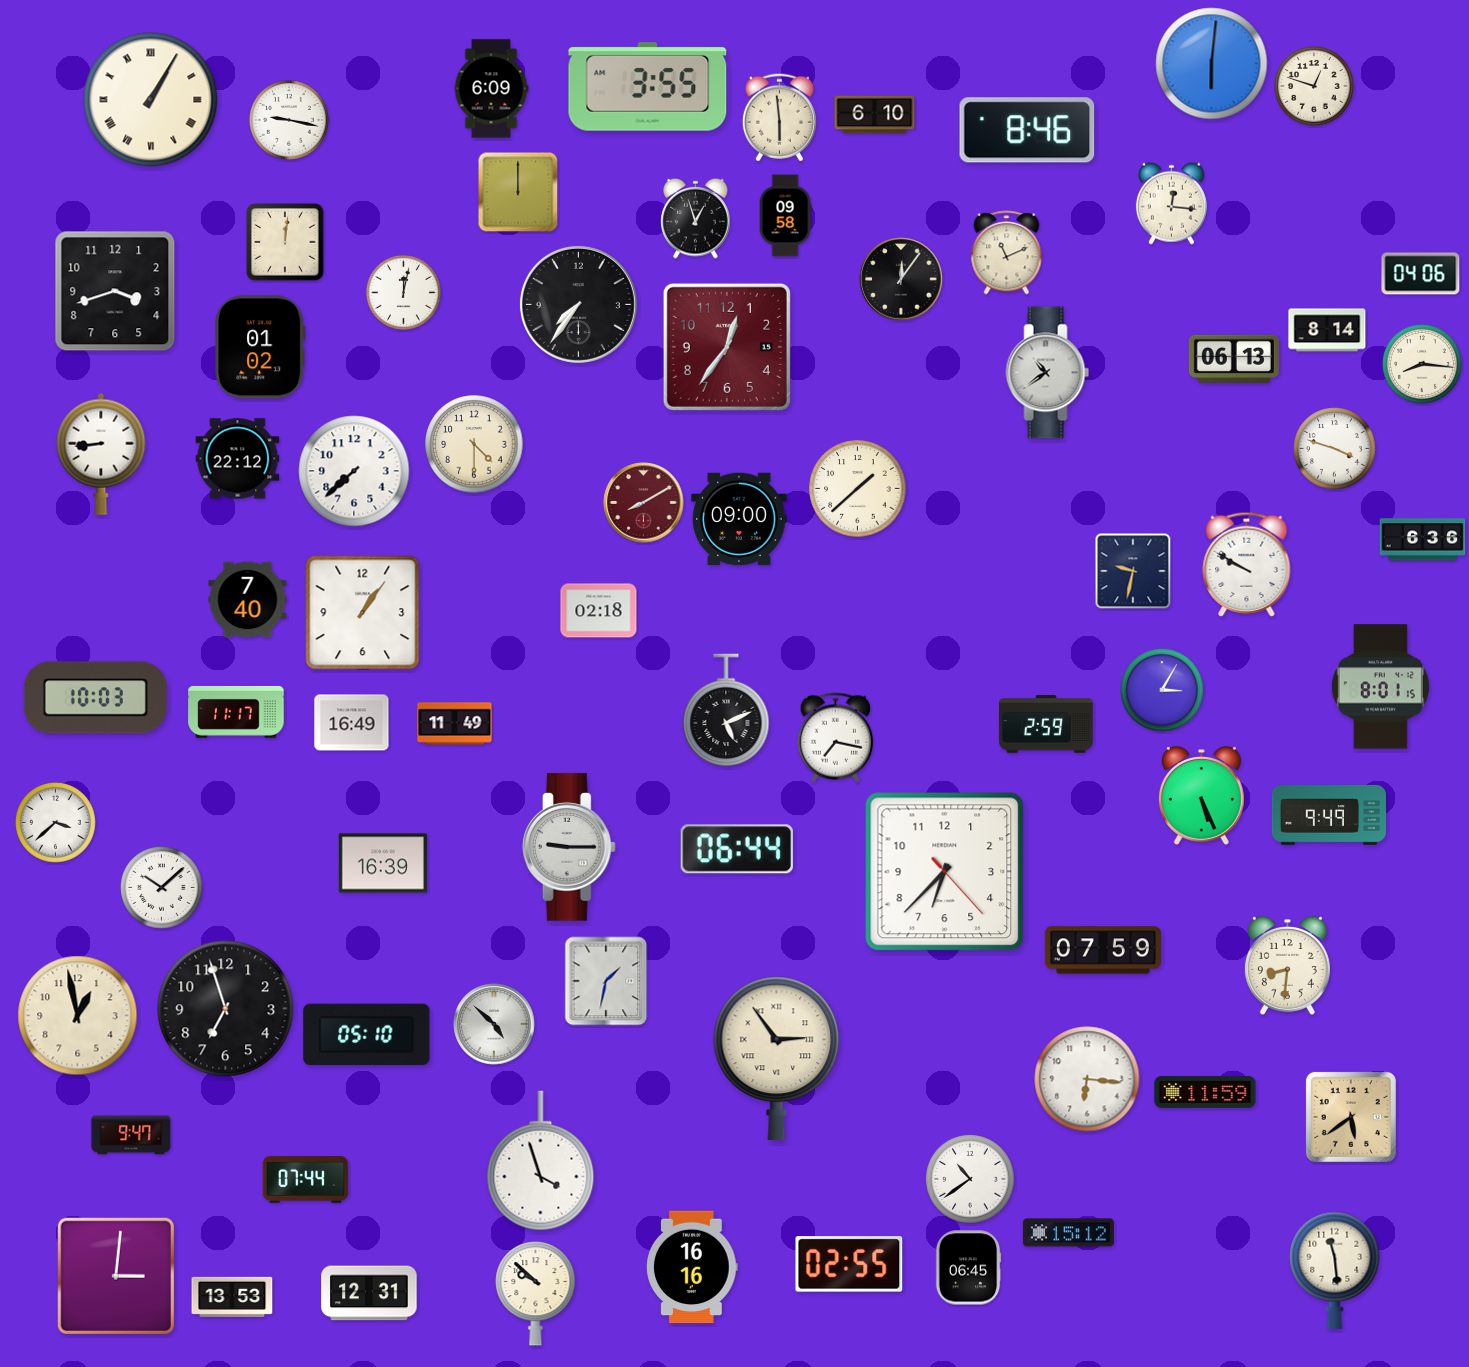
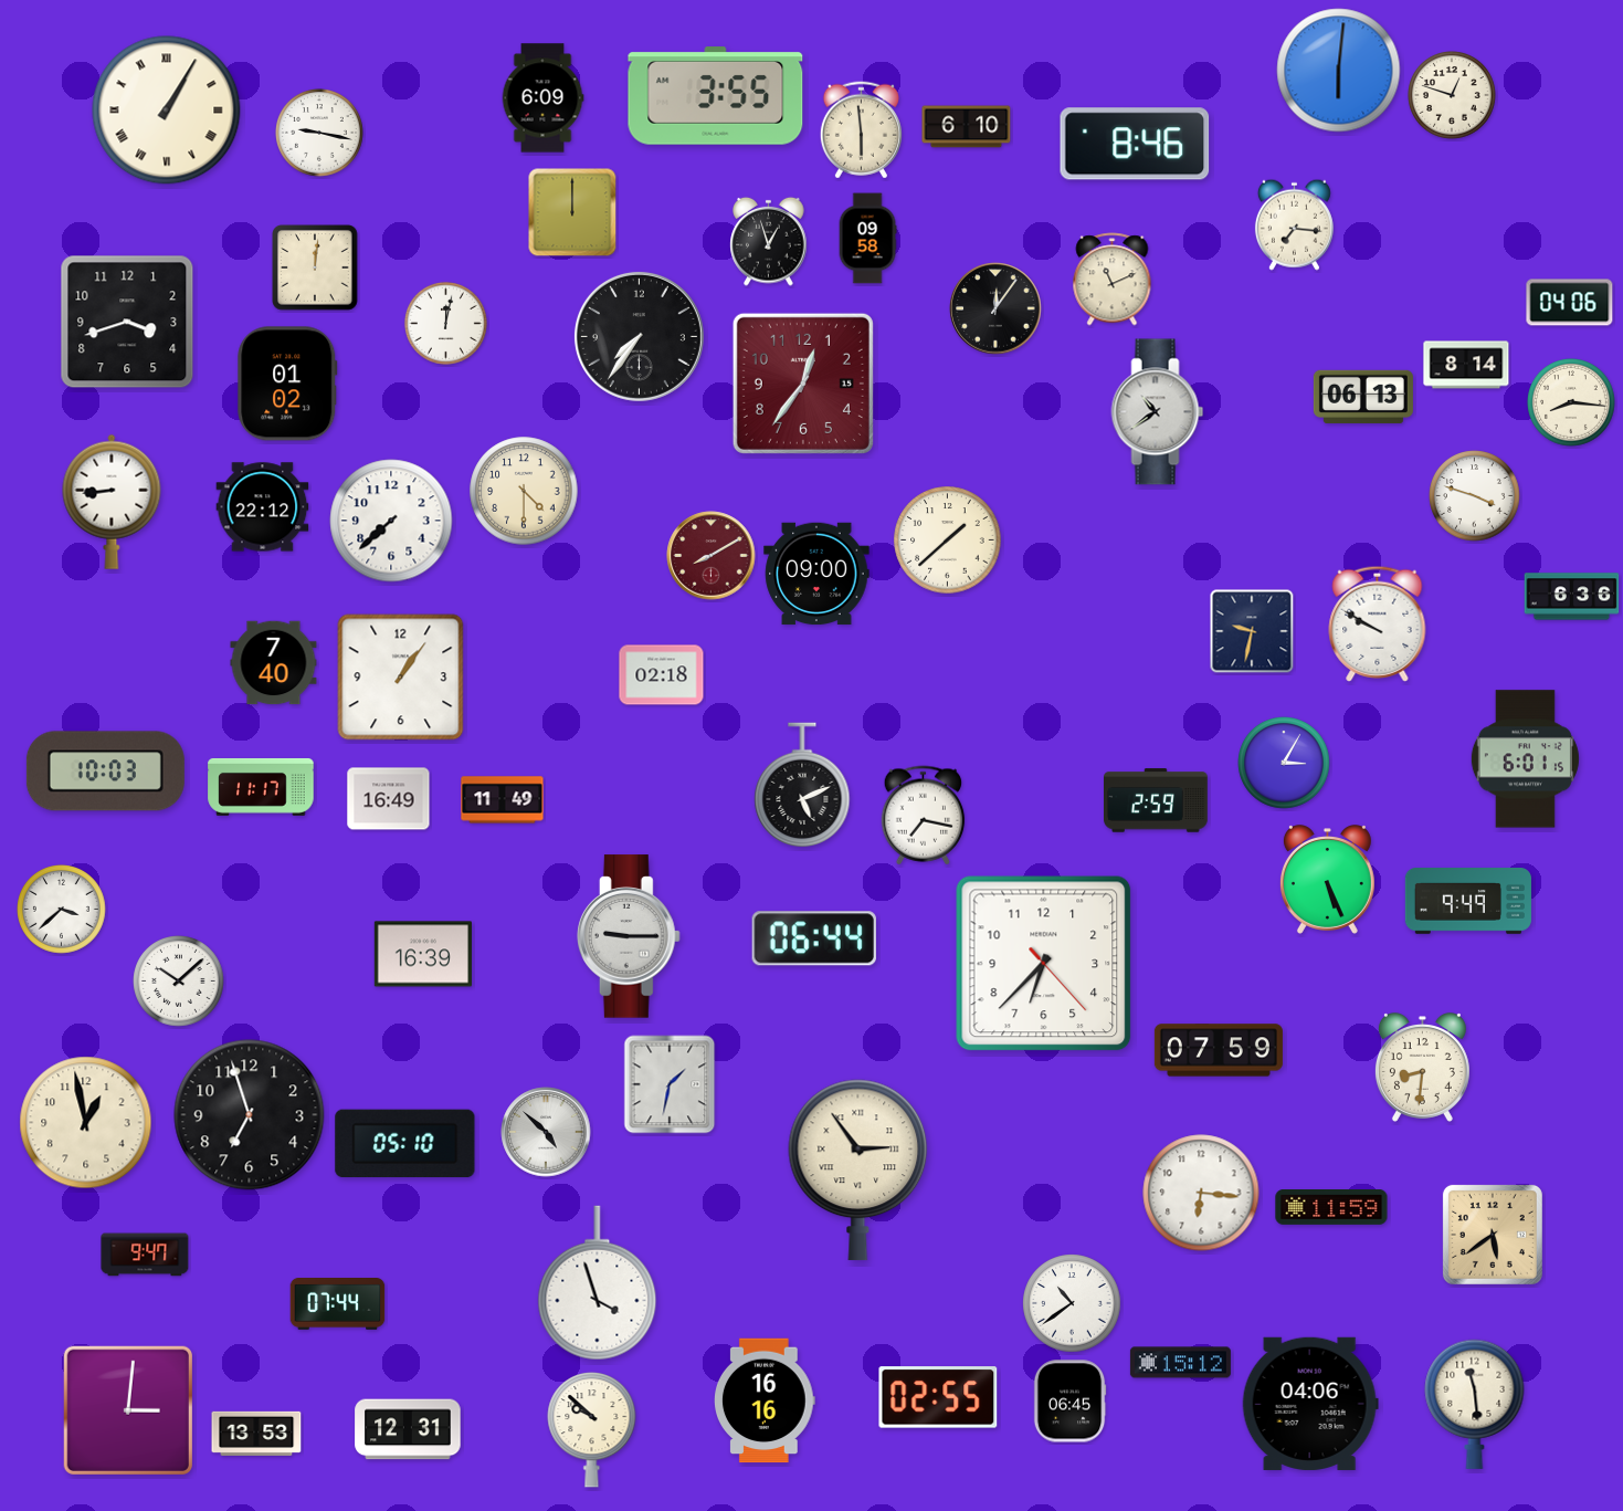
clock at (1171, 203): 12:16 -> 7:16
clock at (1380, 687): 8:01 -> 6:01
clock at (1310, 1404): none -> 04:06
